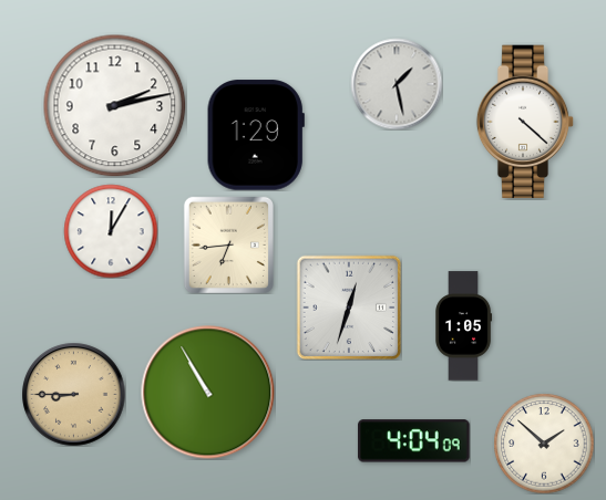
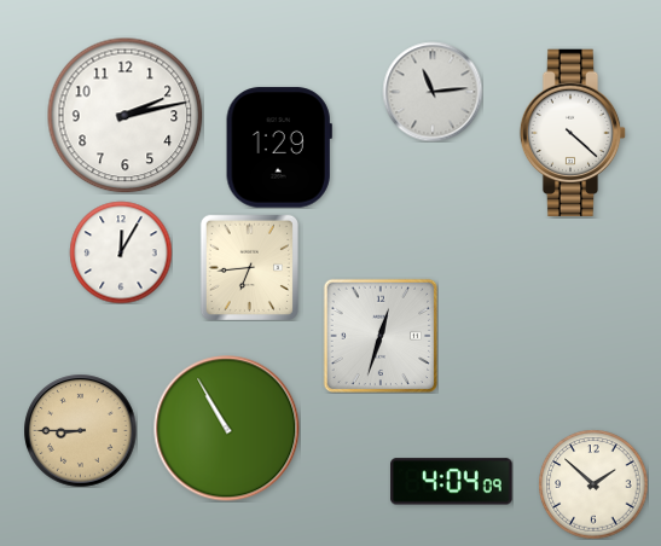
clock at (397, 84): 1:28 -> 11:14
clock at (464, 326): 1:05 -> none
